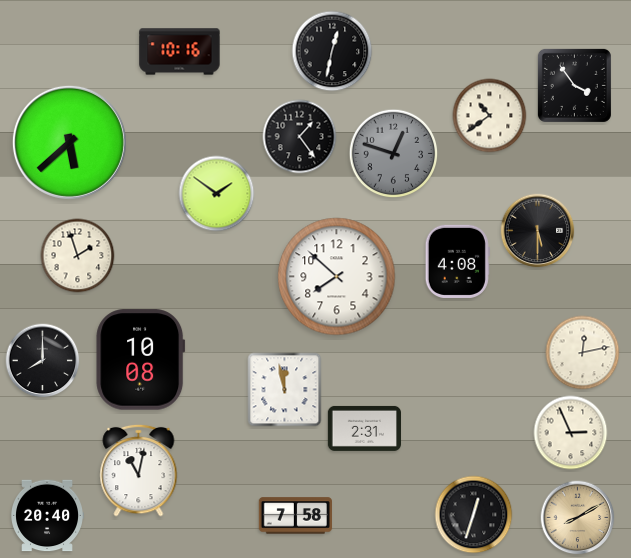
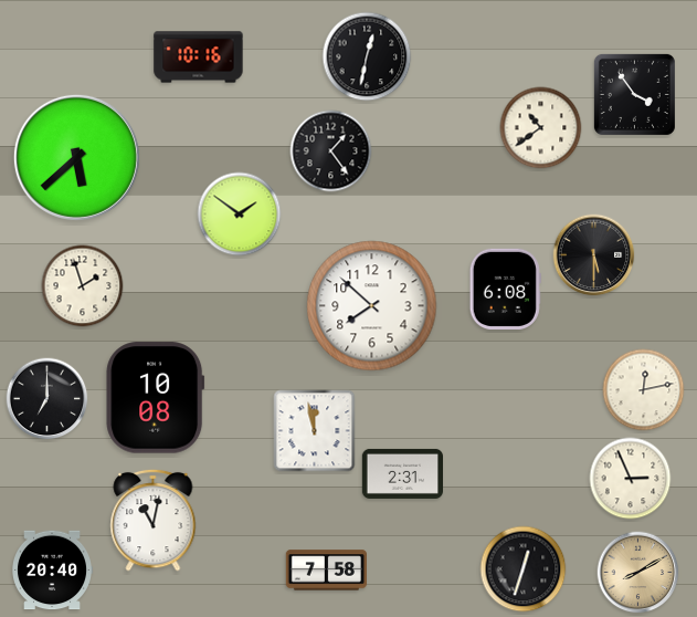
clock at (394, 154): 12:48 -> none
clock at (78, 256) position: (78, 256) -> (83, 286)
clock at (457, 261): 4:08 -> 6:08
clock at (43, 361): 8:00 -> 7:00
